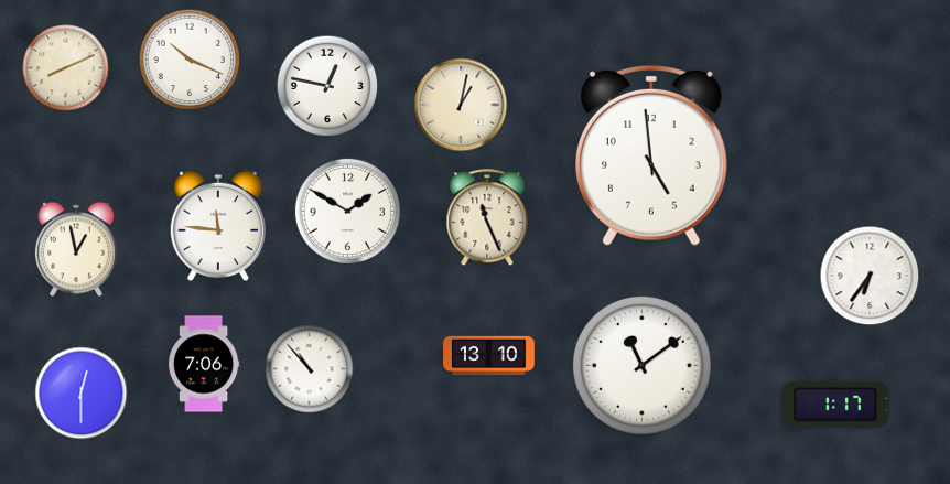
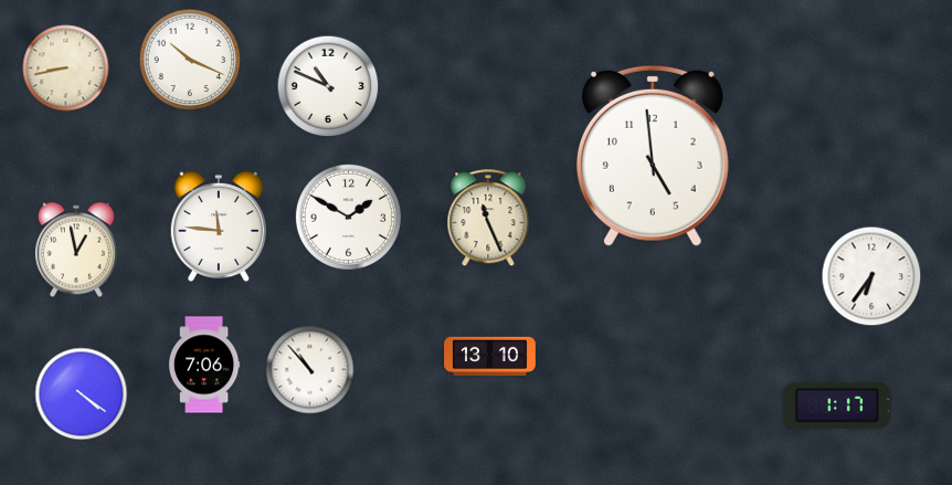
clock at (66, 68): 8:11 -> 8:43
clock at (327, 86): 12:47 -> 10:49
clock at (461, 105): 1:02 -> none
clock at (347, 211) position: (347, 211) -> (348, 217)
clock at (641, 365): 11:09 -> none
clock at (82, 394): 12:30 -> 4:21
